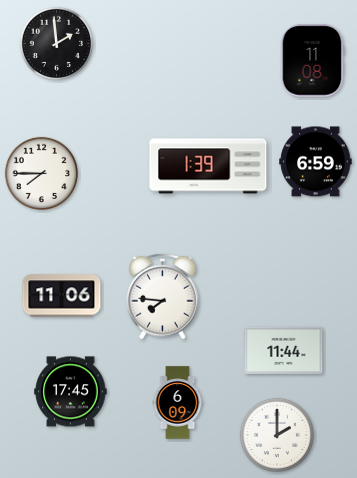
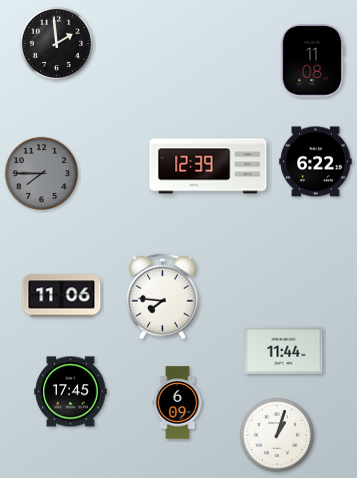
clock at (316, 162): 6:59 -> 6:22
clock at (208, 166): 1:39 -> 12:39
clock at (41, 173) dial: white -> grey
clock at (277, 435): 2:00 -> 1:03
